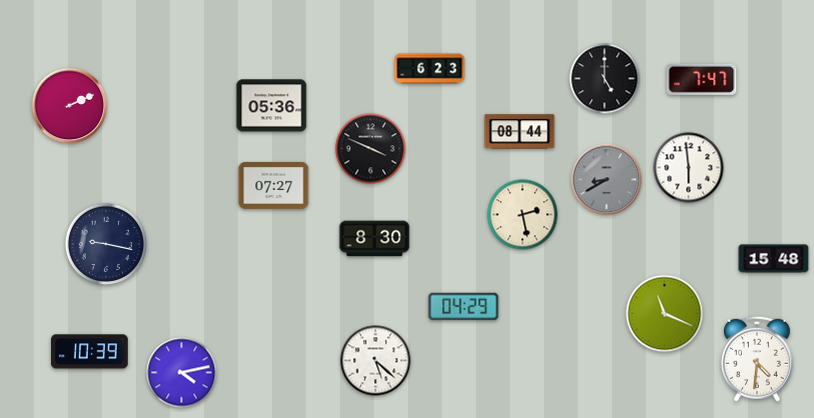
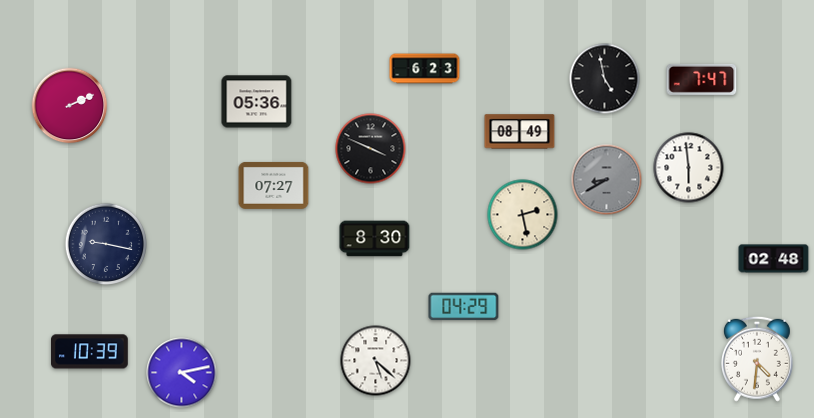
clock at (430, 69) position: (430, 69) -> (425, 69)
clock at (605, 79): 5:00 -> 4:58
clock at (272, 106) position: (272, 106) -> (257, 102)
clock at (520, 132): 08:44 -> 08:49
clock at (774, 259): 15:48 -> 02:48
clock at (665, 314): 11:19 -> none
